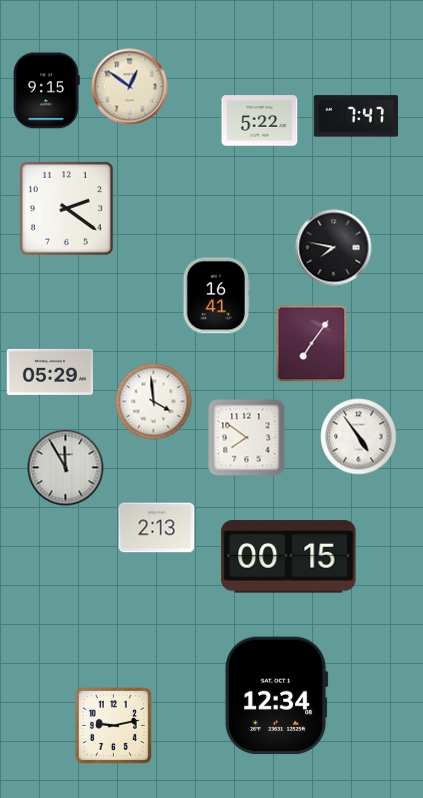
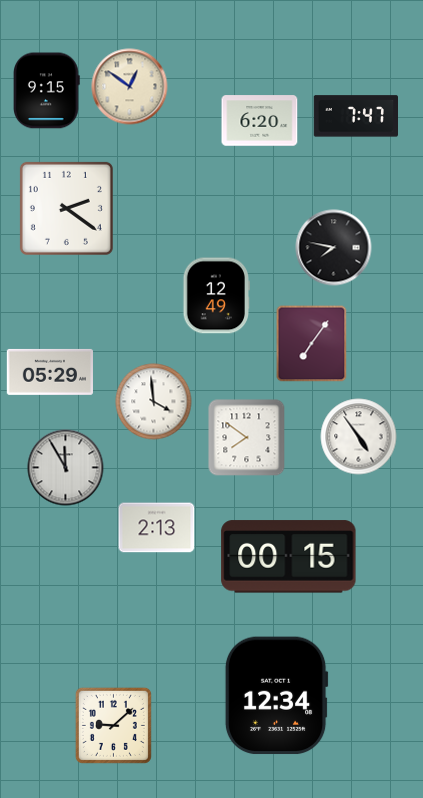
clock at (260, 121): 5:22 -> 6:20
clock at (216, 296): 16:41 -> 12:49
clock at (113, 725): 9:13 -> 9:08
